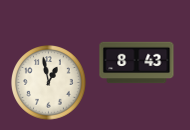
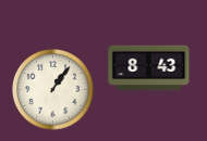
clock at (49, 83): 12:58 -> 1:06
